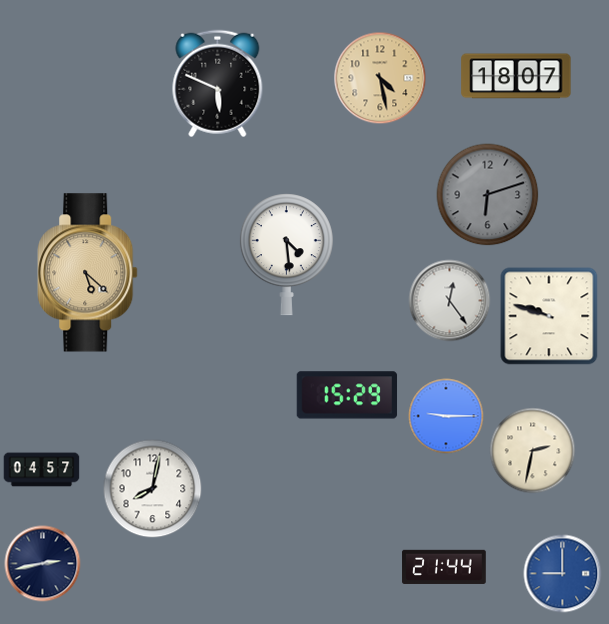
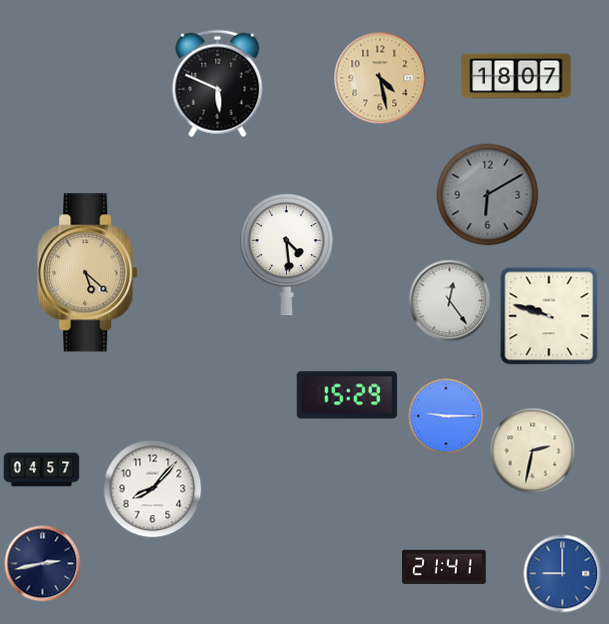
clock at (488, 195): 6:12 -> 6:10
clock at (153, 489): 8:02 -> 8:07
clock at (444, 567): 21:44 -> 21:41
